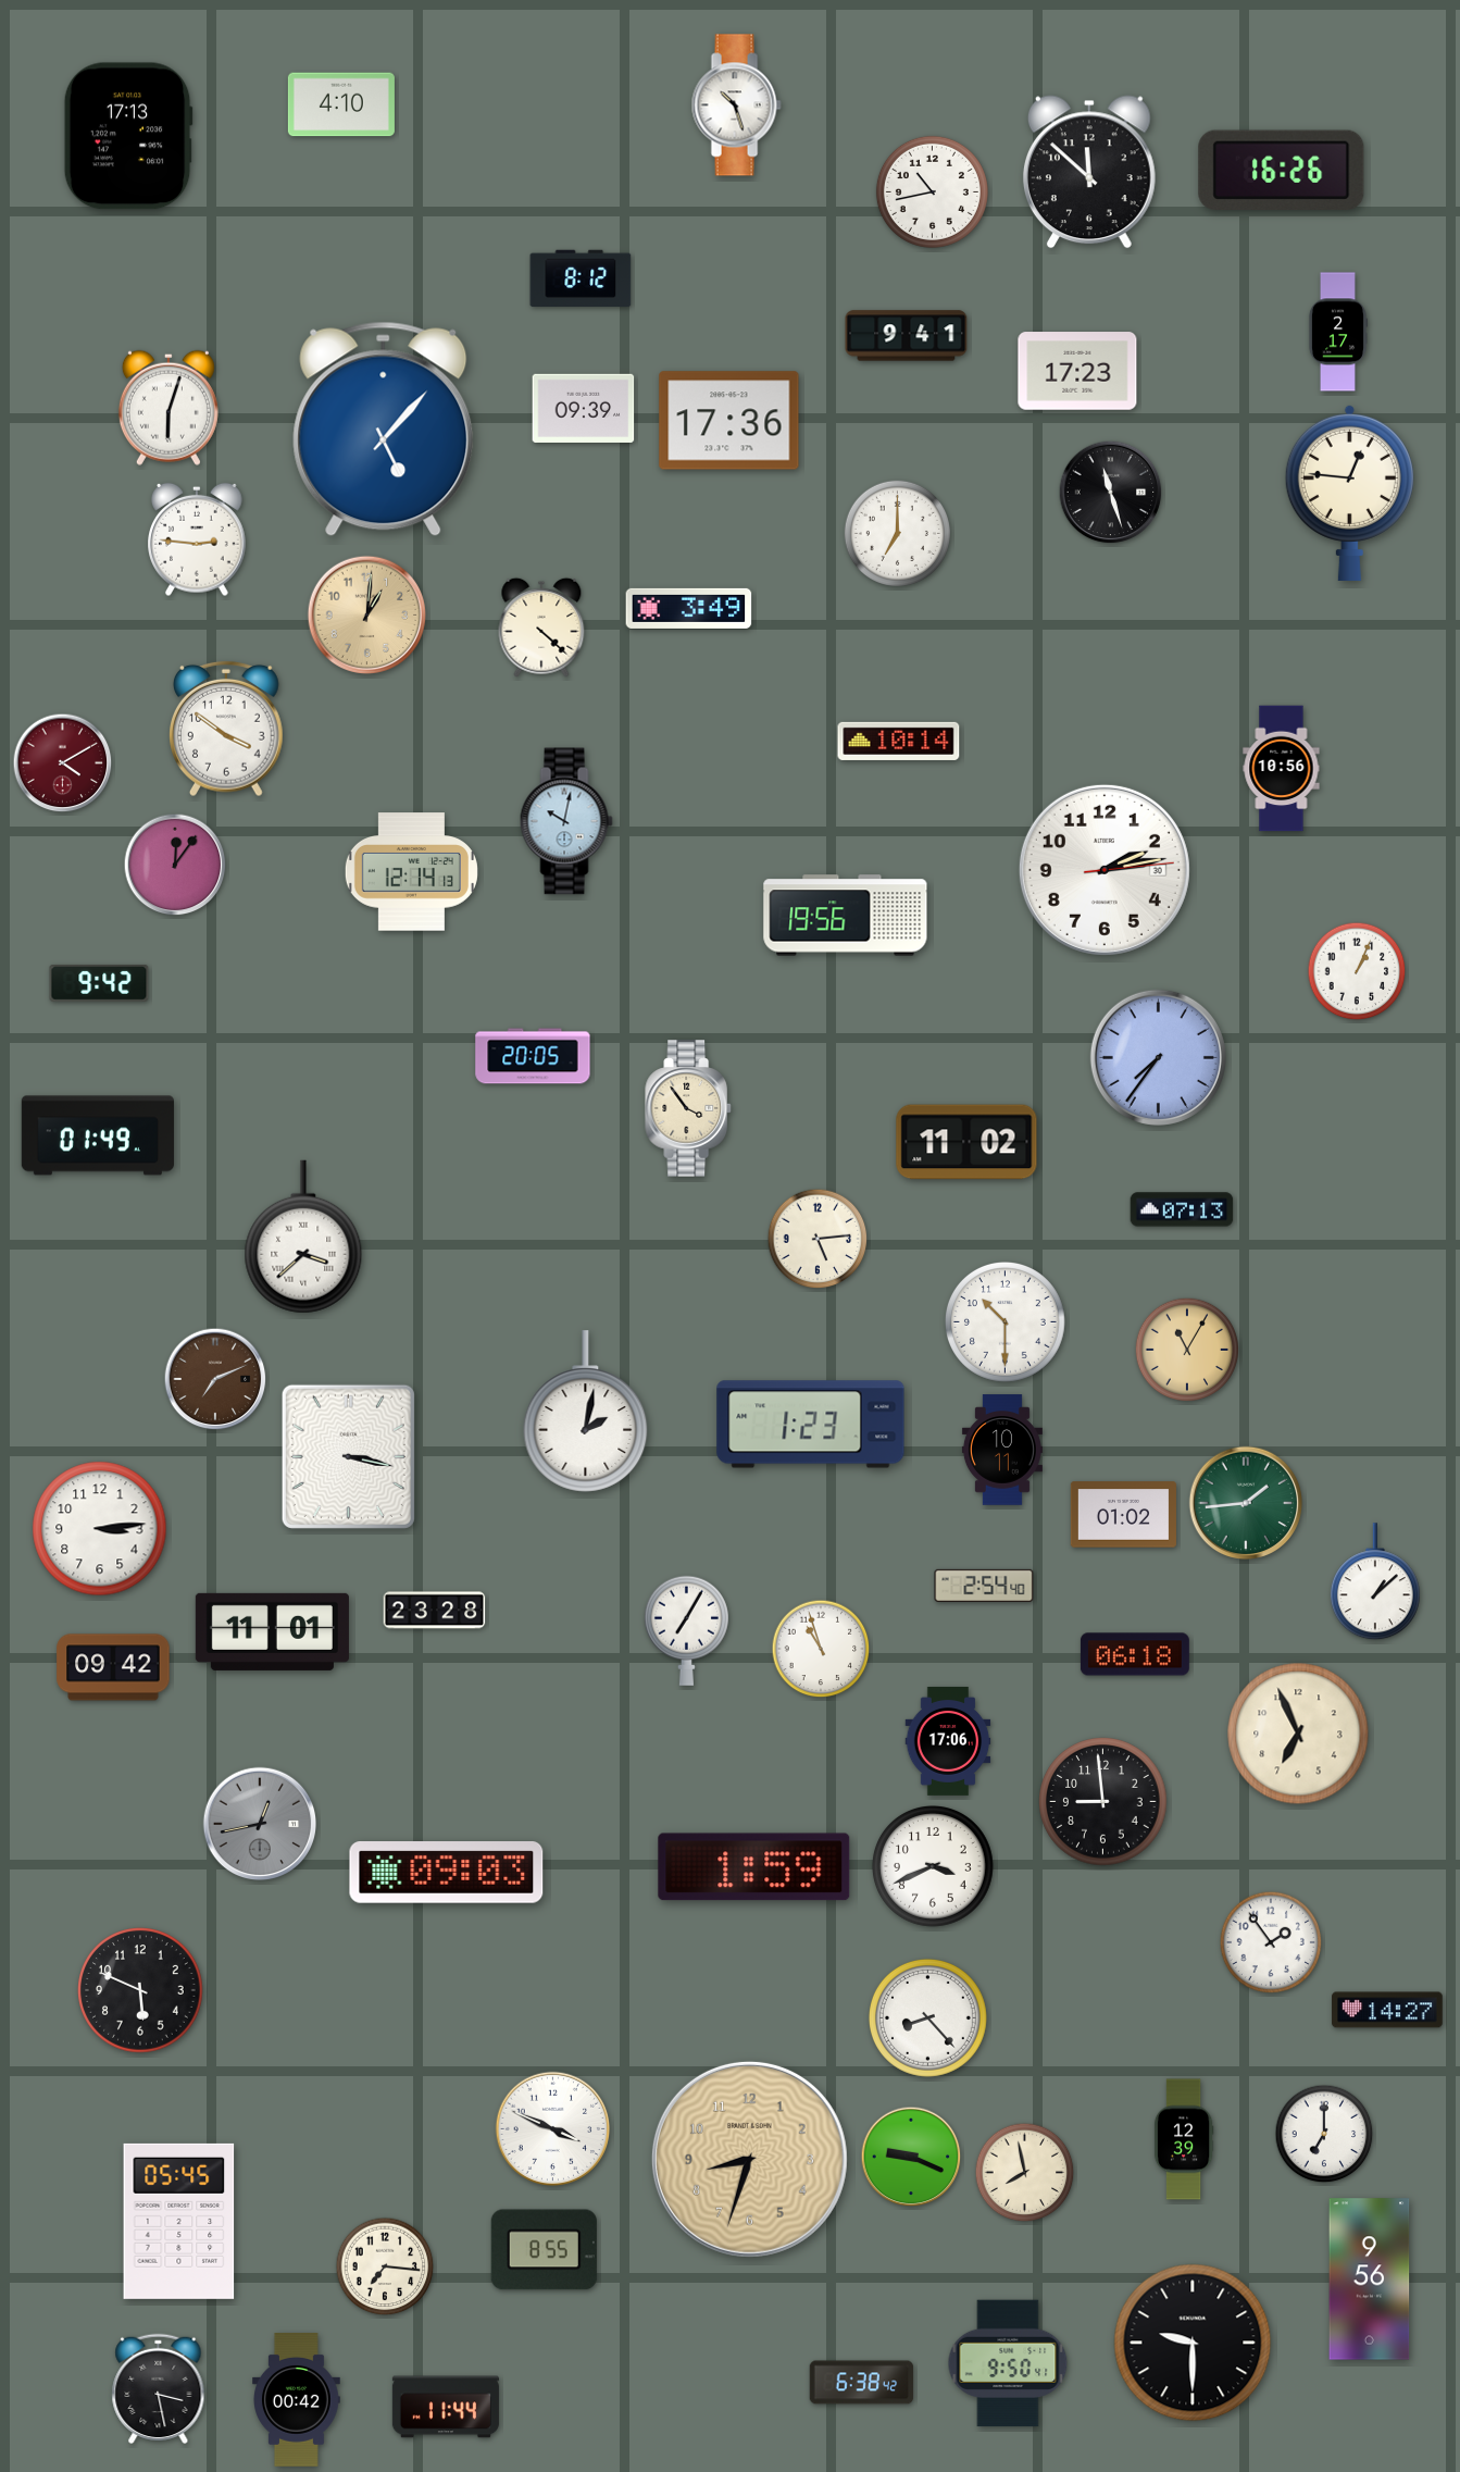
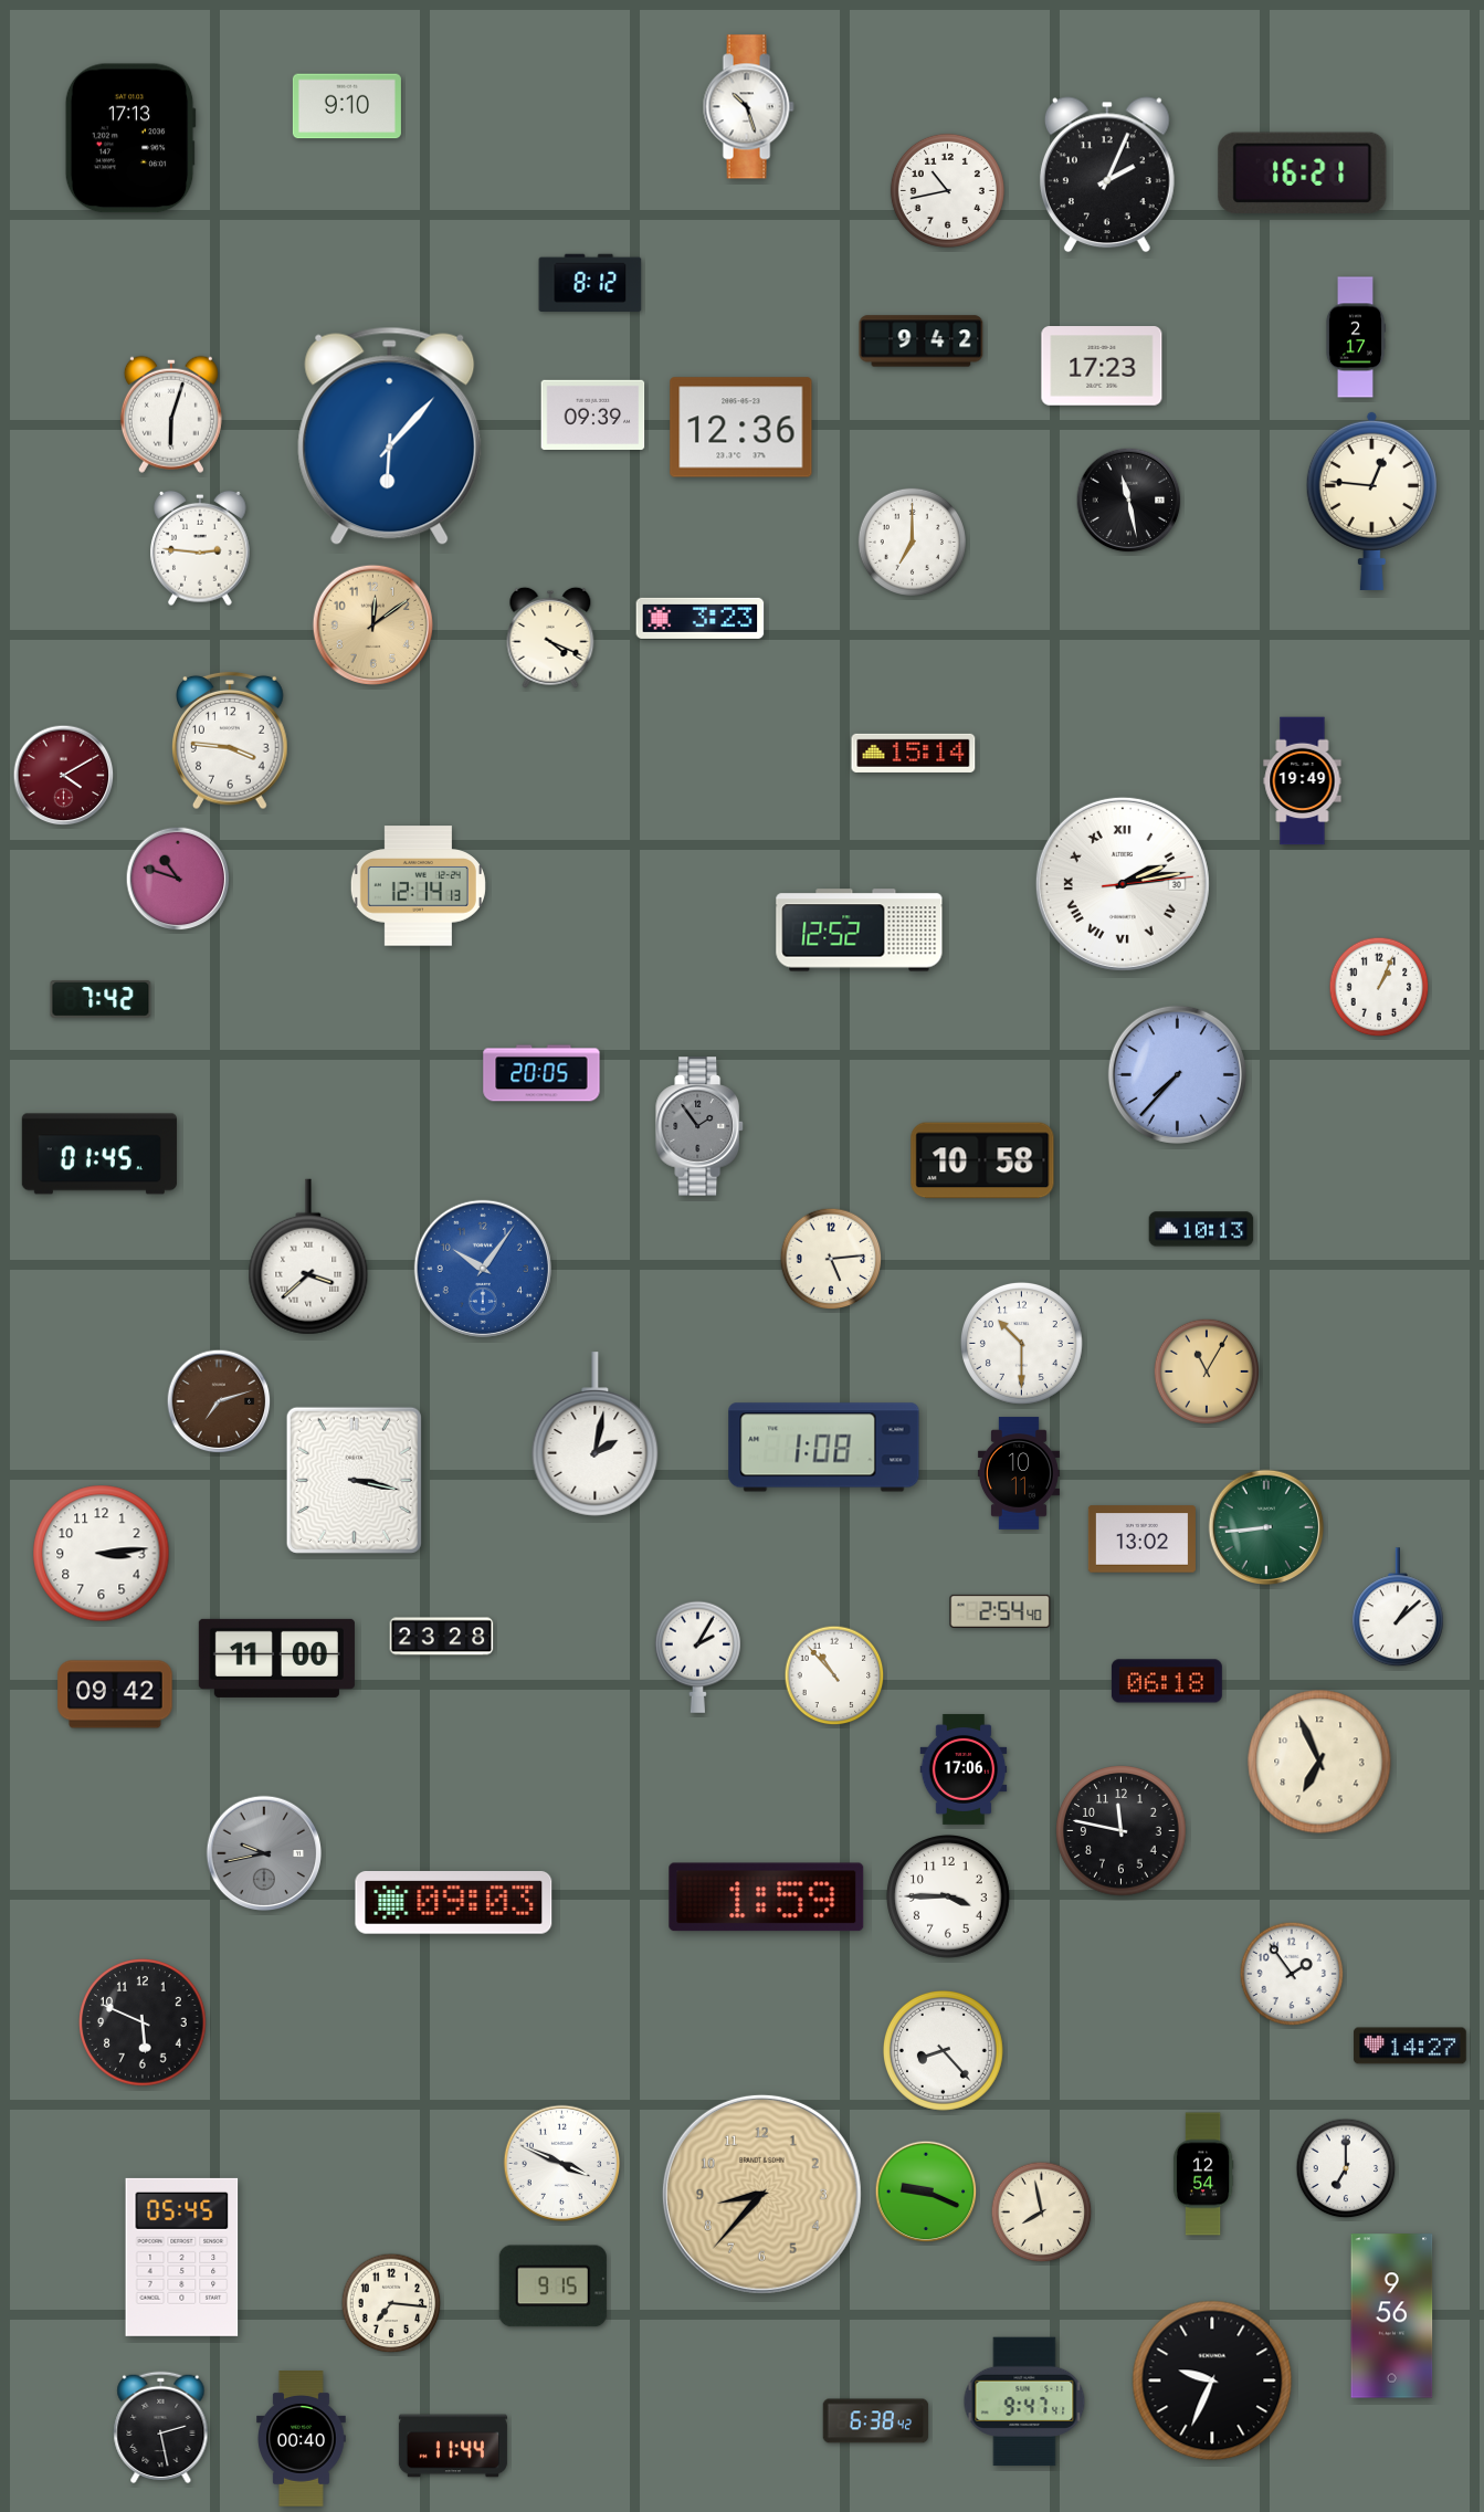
clock at (341, 104): 4:10 -> 9:10
clock at (1282, 170): 16:26 -> 16:21
clock at (1089, 172): 11:52 -> 2:04
clock at (932, 191) position: (932, 191) -> (947, 190)
clock at (1337, 332) position: (1337, 332) -> (1355, 337)
clock at (907, 336): 9:41 -> 9:42
clock at (1077, 371) position: (1077, 371) -> (1102, 366)
clock at (729, 421): 17:36 -> 12:36
clock at (384, 430): 5:07 -> 6:07
clock at (1111, 493): 11:27 -> 11:28
clock at (689, 608): 3:49 -> 3:23
clock at (367, 616): 1:01 -> 12:09
clock at (541, 628): 4:22 -> 4:19
clock at (227, 729): 3:51 -> 3:46
clock at (899, 741): 10:14 -> 15:14
clock at (1282, 769): 10:56 -> 19:49
clock at (566, 821): 10:02 -> none
clock at (175, 865): 12:06 -> 10:48
clock at (1105, 870) numerals: Arabic -> Roman
clock at (846, 916): 19:56 -> 12:52
clock at (99, 983): 9:42 -> 7:42
clock at (1158, 1057): 7:36 -> 7:37
clock at (688, 1108): 3:54 -> 1:54
clock at (688, 1108) dial: cream -> grey
clock at (98, 1135): 01:49 -> 01:45
clock at (966, 1142): 11:02 -> 10:58
clock at (1182, 1209): 07:13 -> 10:13
clock at (483, 1269): none -> 10:06
clock at (215, 1379): 7:11 -> 7:12
clock at (811, 1425): 1:23 -> 1:08
clock at (1246, 1503): 1:44 -> 8:44
clock at (1123, 1515): 01:02 -> 13:02
clock at (686, 1630): 7:05 -> 2:05
clock at (272, 1631): 11:01 -> 11:00
clock at (821, 1649): 10:57 -> 10:53
clock at (1135, 1654) position: (1135, 1654) -> (1167, 1681)
clock at (1103, 1802): 8:59 -> 11:47
clock at (260, 1824): 12:43 -> 9:43
clock at (934, 1867): 3:41 -> 3:45
clock at (1387, 2010) position: (1387, 2010) -> (1410, 2046)
clock at (1184, 2139): 12:39 -> 12:54
clock at (749, 2159): 8:33 -> 8:37
clock at (1025, 2173) position: (1025, 2173) -> (1042, 2213)
clock at (544, 2250): 8:55 -> 9:15
clock at (1193, 2343): 9:30 -> 9:34
clock at (1008, 2363): 9:50 -> 9:47
clock at (159, 2389): 3:28 -> 2:28
clock at (297, 2400): 00:42 -> 00:40
